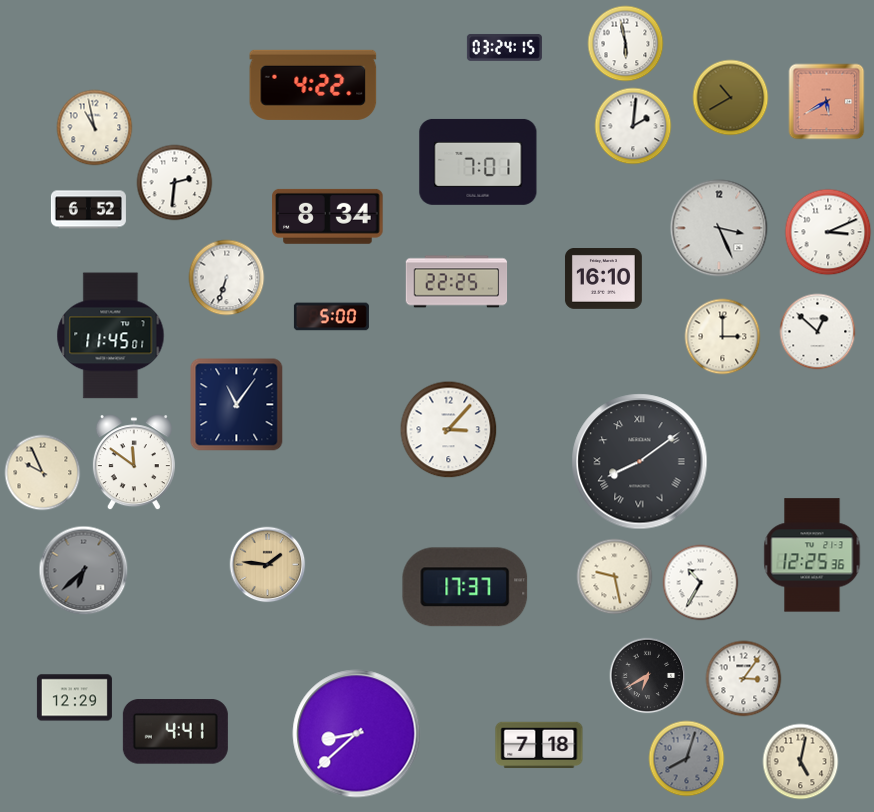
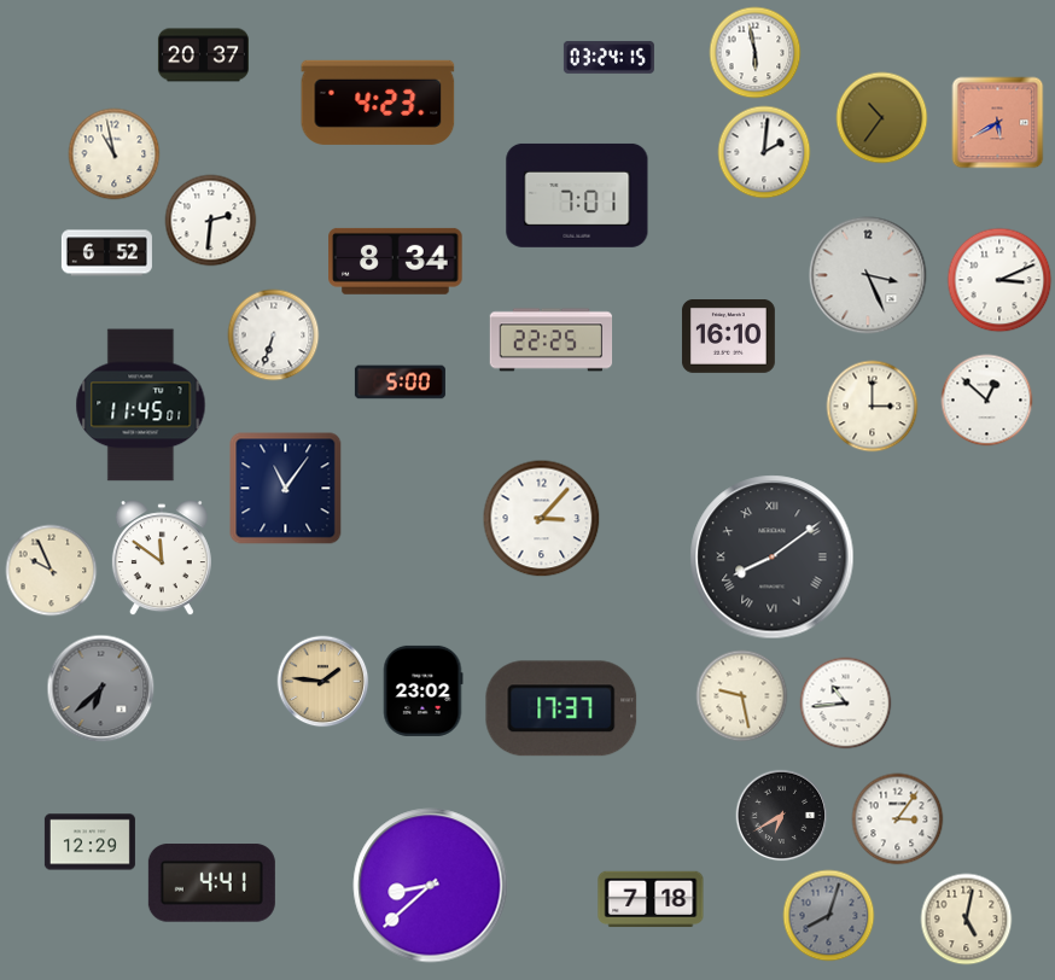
clock at (203, 56): none -> 20:37
clock at (313, 85): 4:22 -> 4:23
clock at (731, 98): 10:40 -> 10:36
clock at (111, 336) position: (111, 336) -> (141, 406)
clock at (812, 555): 12:25 -> none
clock at (422, 690): none -> 23:02
clock at (701, 583): 10:35 -> 10:44
